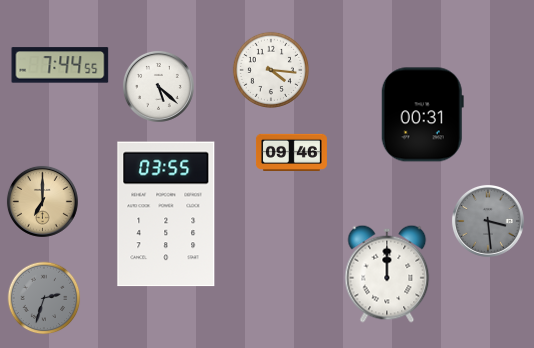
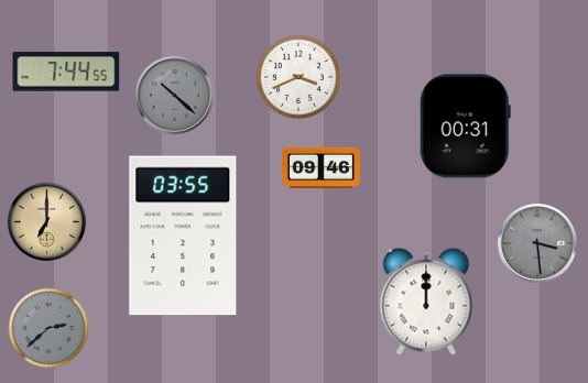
clock at (271, 70): 4:16 -> 3:41
clock at (158, 86): 5:22 -> 10:22
clock at (158, 86) dial: white -> grey
clock at (44, 298): 2:33 -> 2:38
